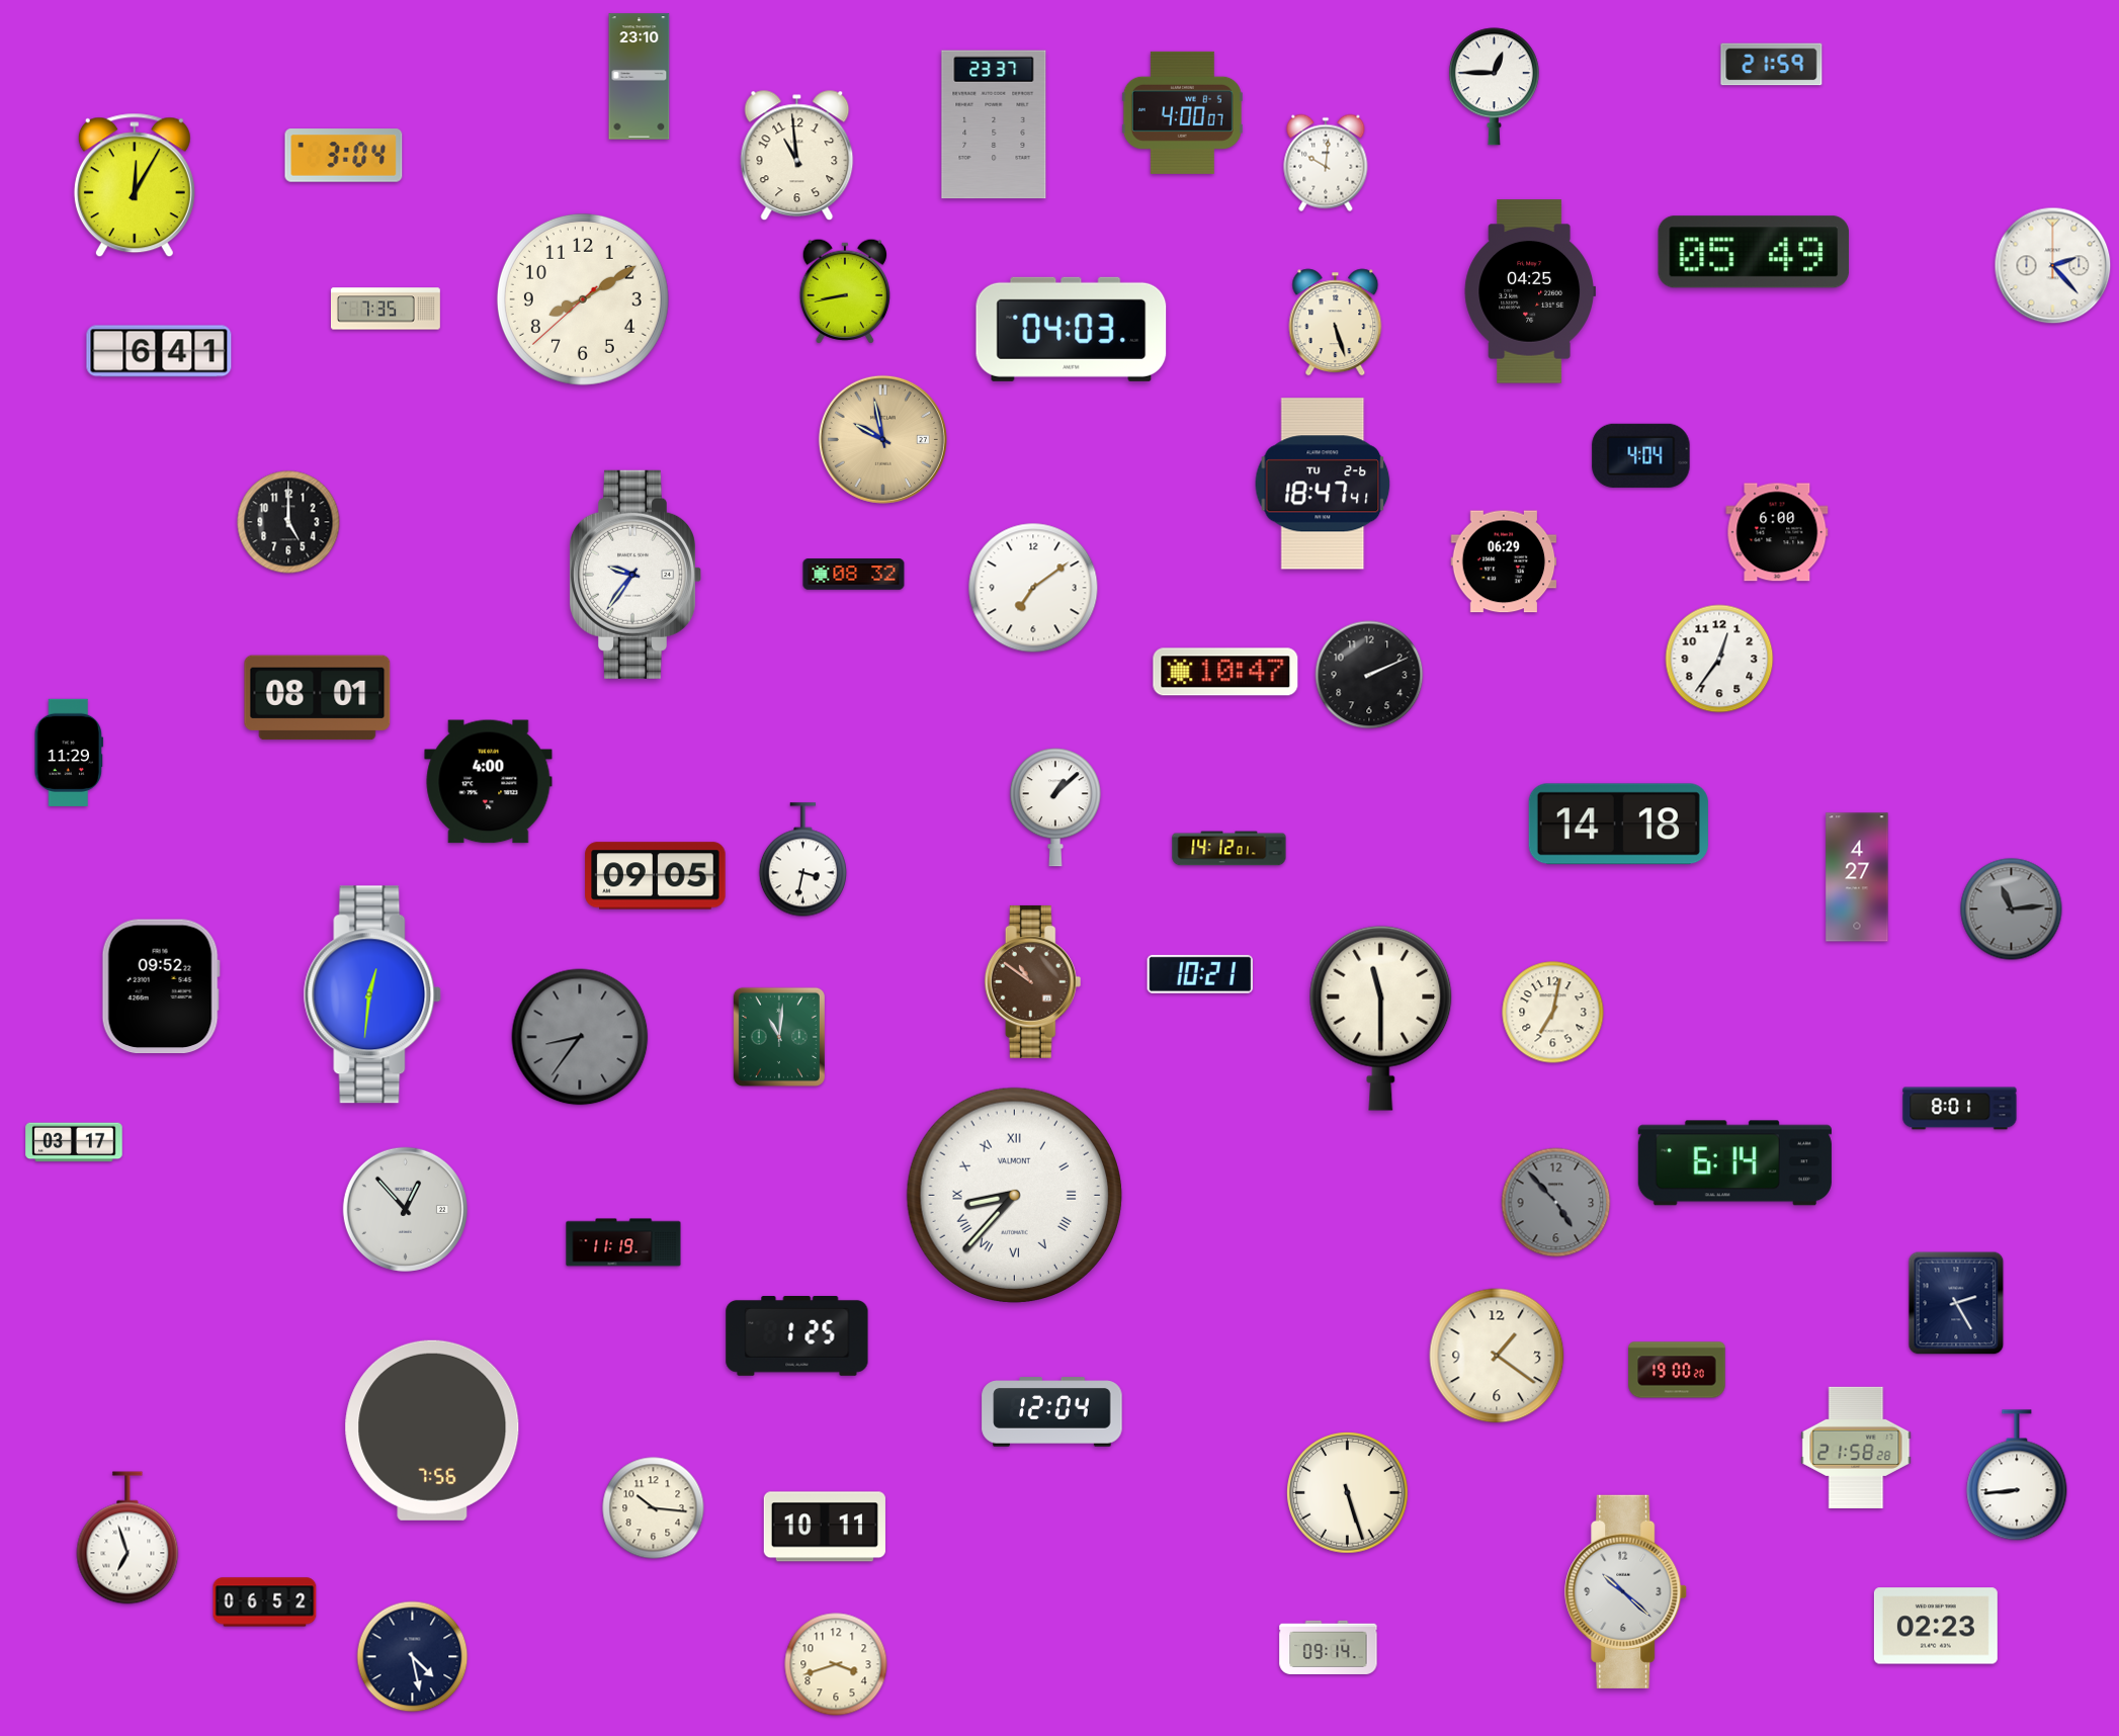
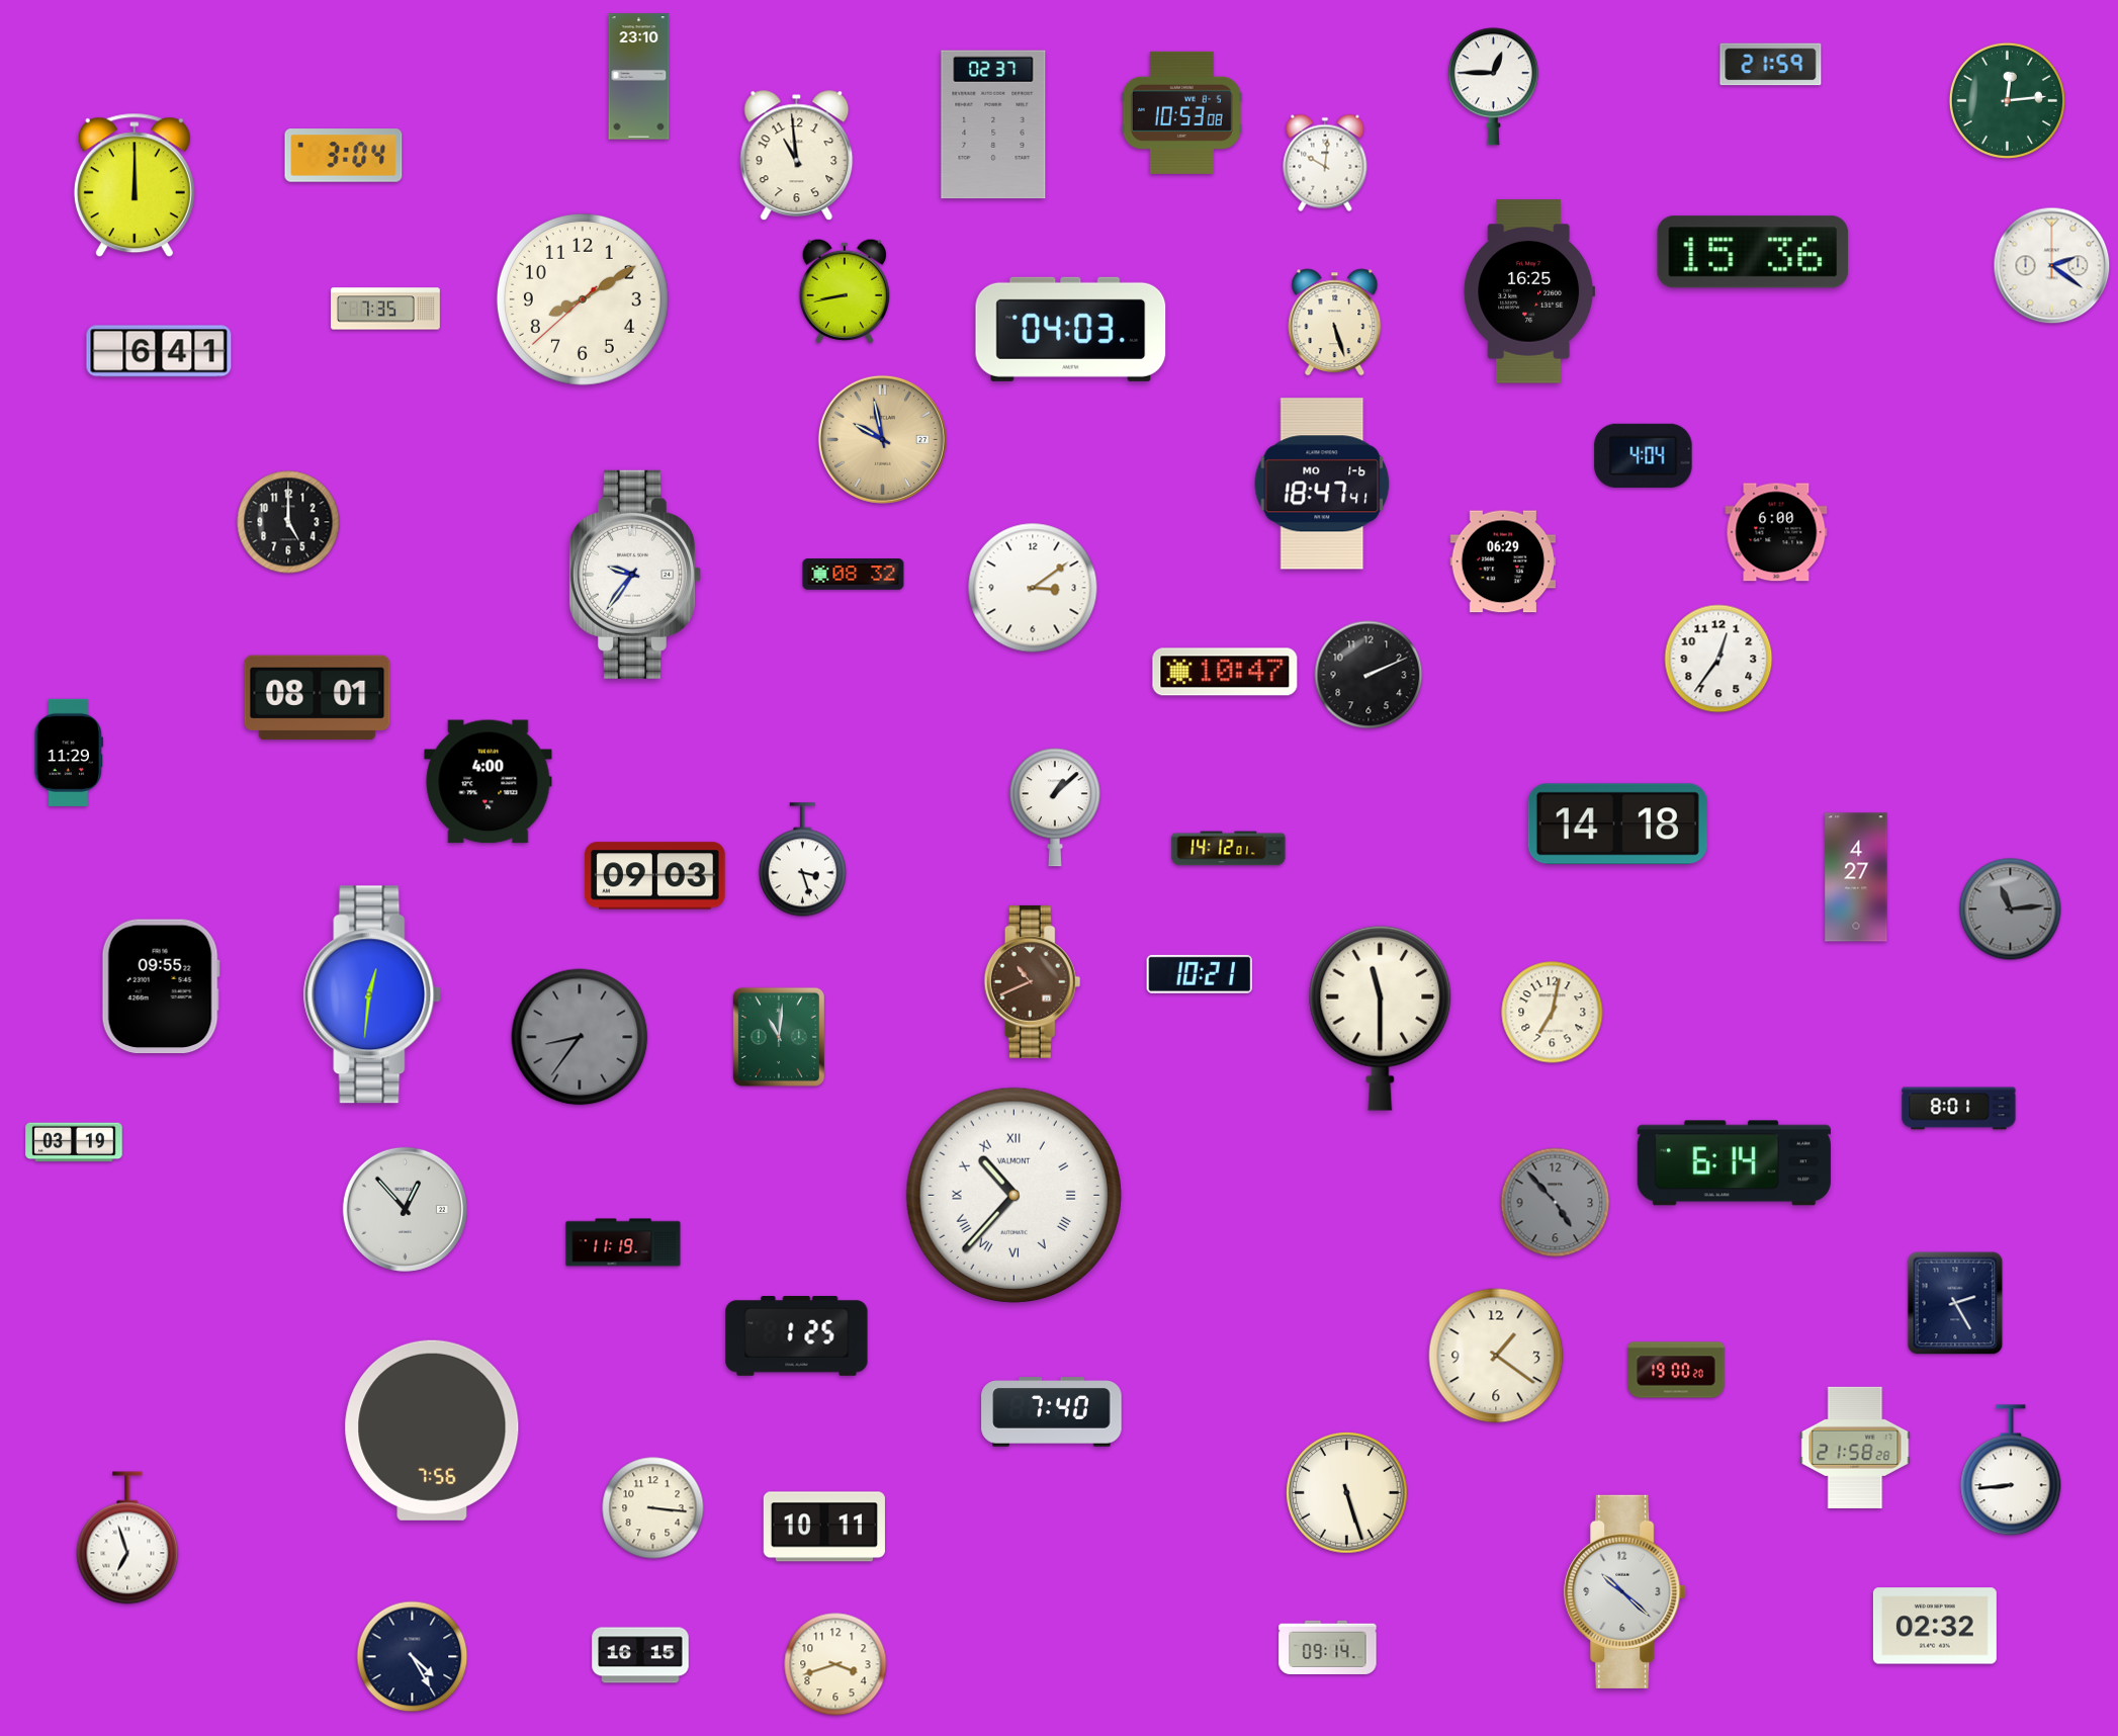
clock at (2007, 100): none -> 12:14
clock at (1182, 112): 4:00 -> 10:53
clock at (994, 124): 23:37 -> 02:37
clock at (135, 185): 12:05 -> 12:00
clock at (1754, 252): 05:49 -> 15:36
clock at (2053, 266): 2:23 -> 2:21
clock at (1529, 291): 04:25 -> 16:25
clock at (1641, 455) position: (1641, 455) -> (1644, 455)
clock at (1323, 484) date: TU 2-6 -> MO 1-6
clock at (1033, 588): 7:09 -> 3:09
clock at (802, 860): 3:32 -> 3:27
clock at (656, 876): 09:05 -> 09:03
clock at (1033, 981): 10:51 -> 10:41
clock at (161, 986): 09:52 -> 09:55
clock at (74, 1142): 03:17 -> 03:19
clock at (1014, 1195): 8:37 -> 10:37
clock at (1052, 1412): 12:04 -> 7:40
clock at (2017, 1475) position: (2017, 1475) -> (2011, 1470)
clock at (654, 1508): 10:16 -> 3:16
clock at (265, 1602): 06:52 -> none
clock at (1936, 1626): 02:23 -> 02:32
clock at (640, 1655): none -> 16:15
clock at (413, 1657): 4:28 -> 4:25
